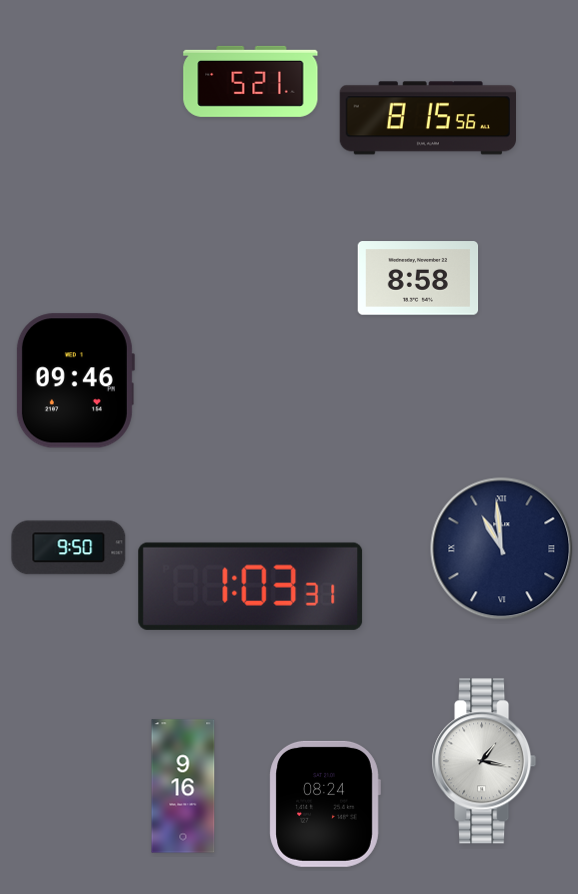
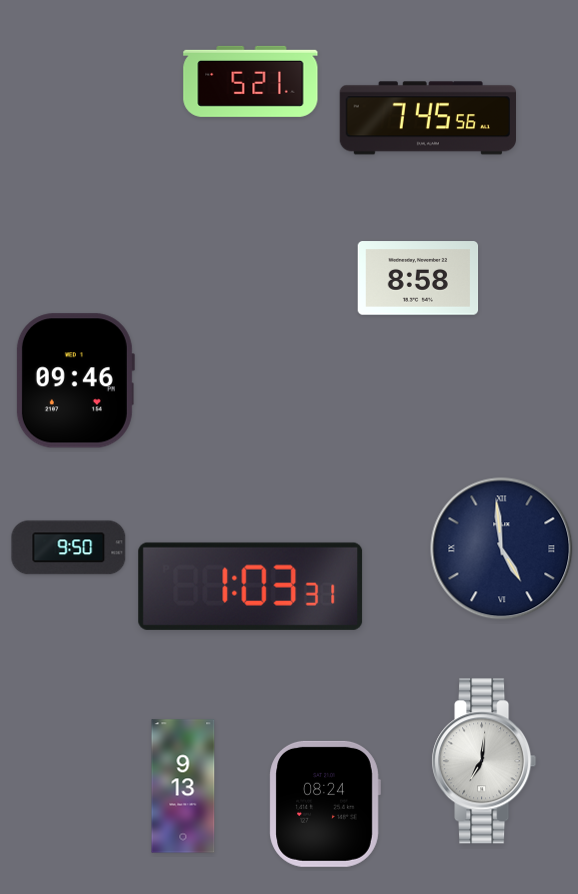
clock at (427, 118): 8:15 -> 7:45
clock at (502, 549): 10:59 -> 4:59
clock at (484, 761): 1:17 -> 7:01
clock at (183, 786): 9:16 -> 9:13
